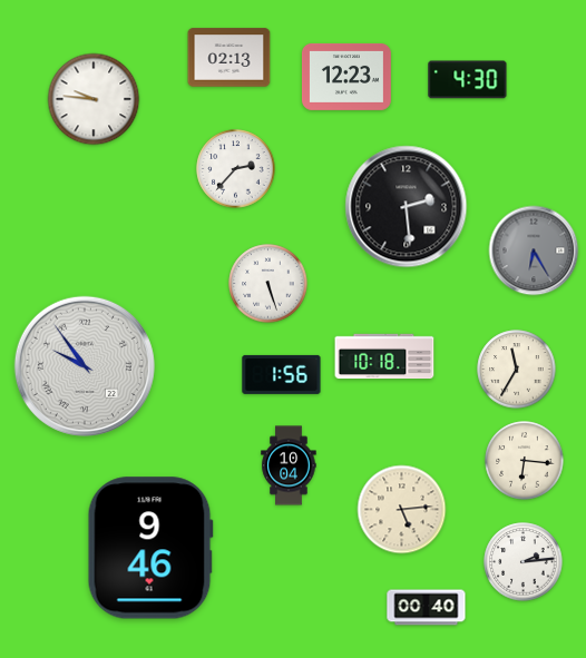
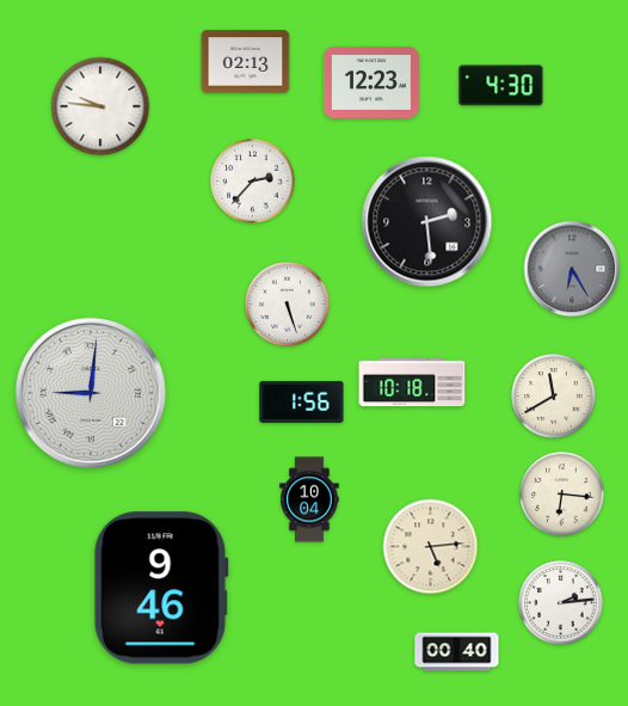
clock at (407, 207) position: (407, 207) -> (427, 222)
clock at (85, 366): 9:54 -> 9:01
clock at (517, 370): 11:35 -> 11:40
